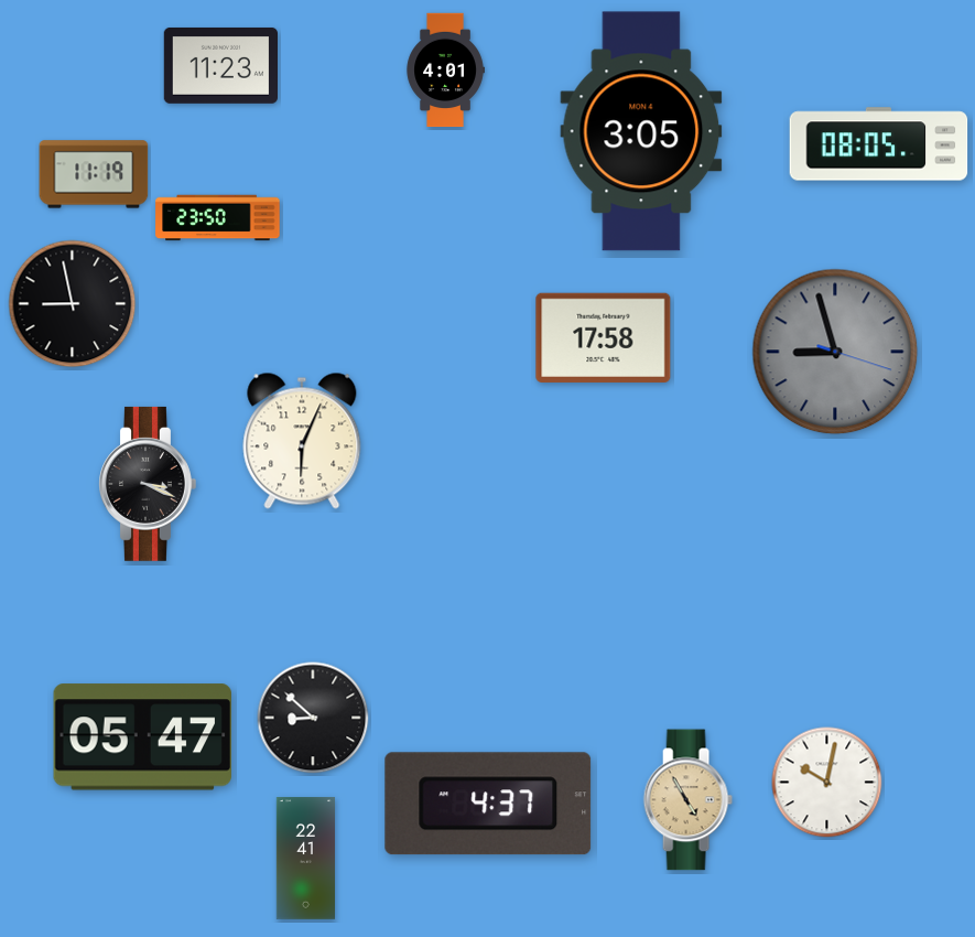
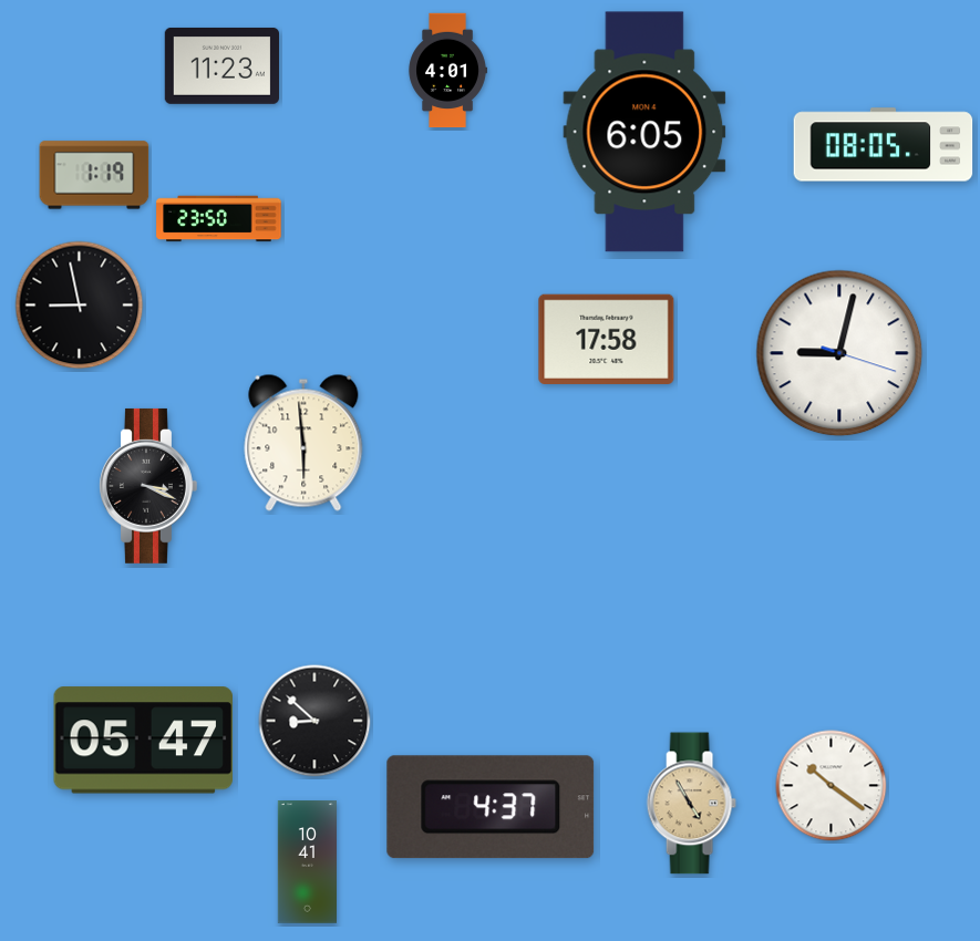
clock at (641, 131): 3:05 -> 6:05
clock at (94, 174): 11:19 -> 1:19
clock at (73, 304) position: (73, 304) -> (80, 306)
clock at (835, 352): 8:57 -> 9:02
clock at (835, 352) dial: grey -> white
clock at (302, 441): 6:04 -> 5:59
clock at (827, 783): 10:02 -> 10:21
clock at (305, 859): 22:41 -> 10:41
